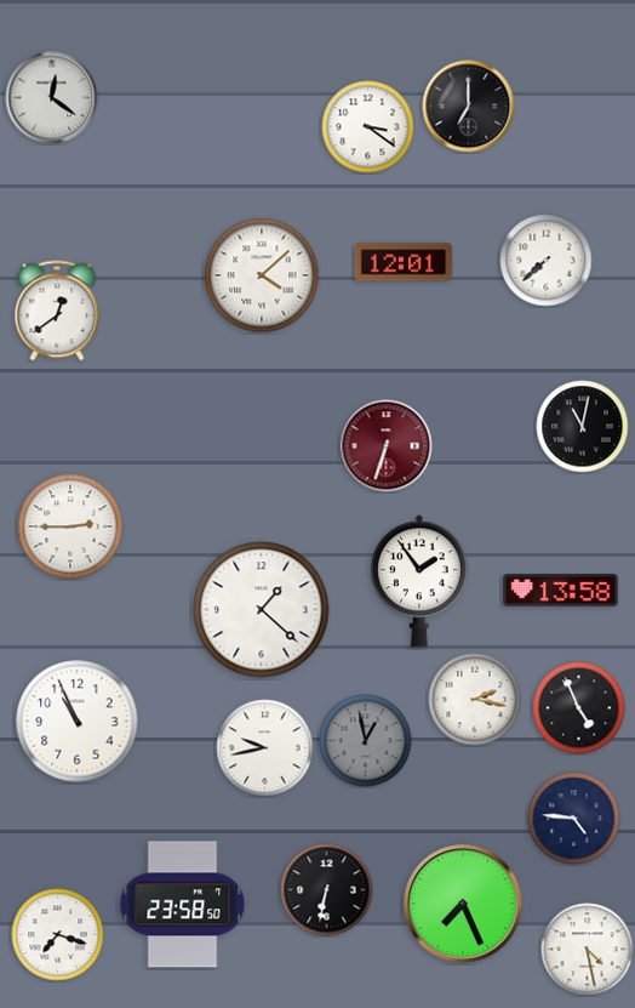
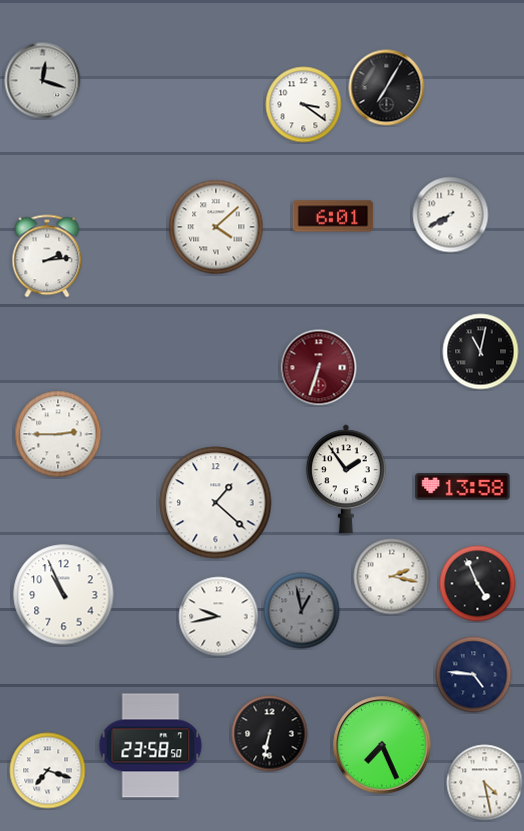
clock at (52, 98): 12:21 -> 12:18
clock at (469, 107): 7:00 -> 7:05
clock at (547, 261): 7:38 -> 7:40
clock at (404, 262): 12:01 -> 6:01
clock at (57, 311): 12:39 -> 2:14
